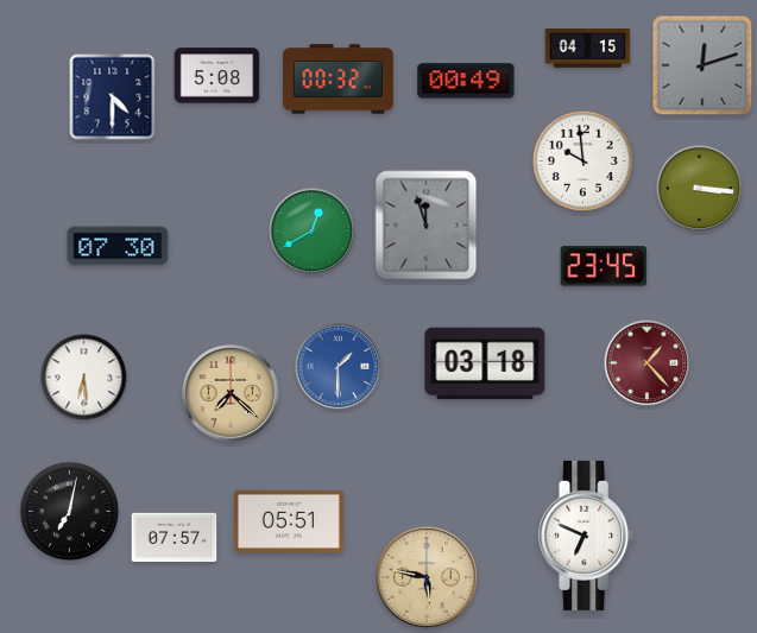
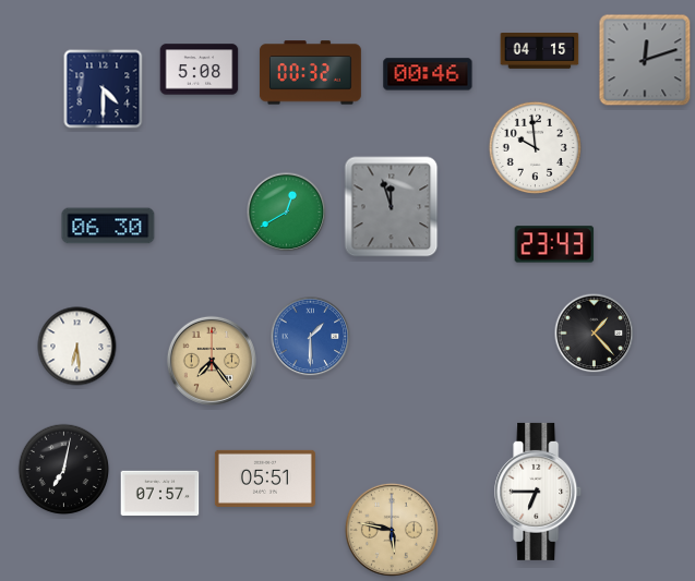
clock at (588, 49) position: (588, 49) -> (540, 51)
clock at (466, 81): 00:49 -> 00:46
clock at (700, 189): 3:16 -> none
clock at (118, 246): 07:30 -> 06:30
clock at (604, 266): 23:45 -> 23:43
clock at (485, 363): 03:18 -> none
clock at (648, 363) dial: burgundy -> black
clock at (229, 392): 7:22 -> 7:24
clock at (587, 536): 6:49 -> 6:45
